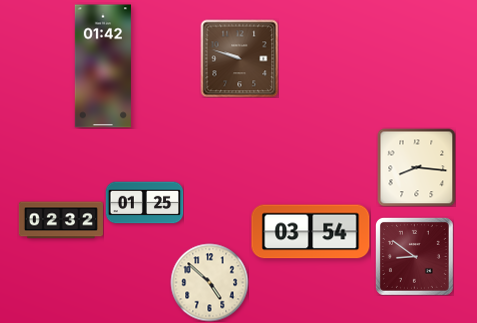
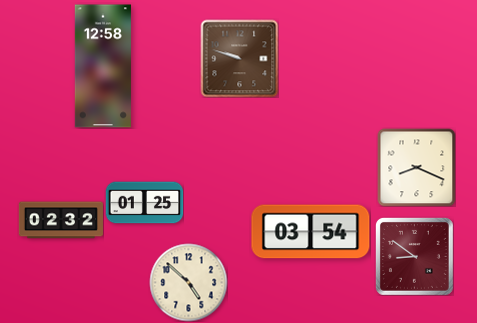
clock at (102, 66): 01:42 -> 12:58
clock at (416, 167): 8:16 -> 8:19
clock at (209, 282) position: (209, 282) -> (188, 282)
